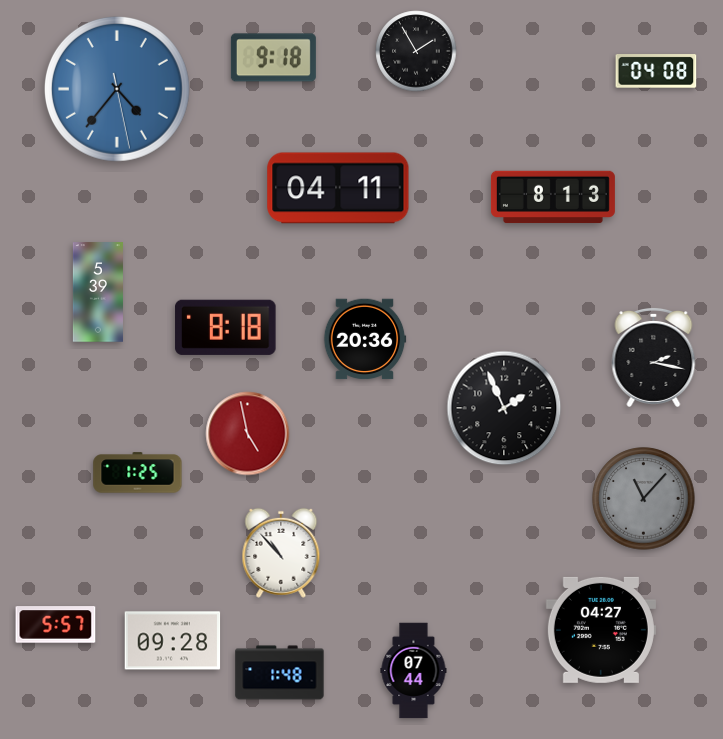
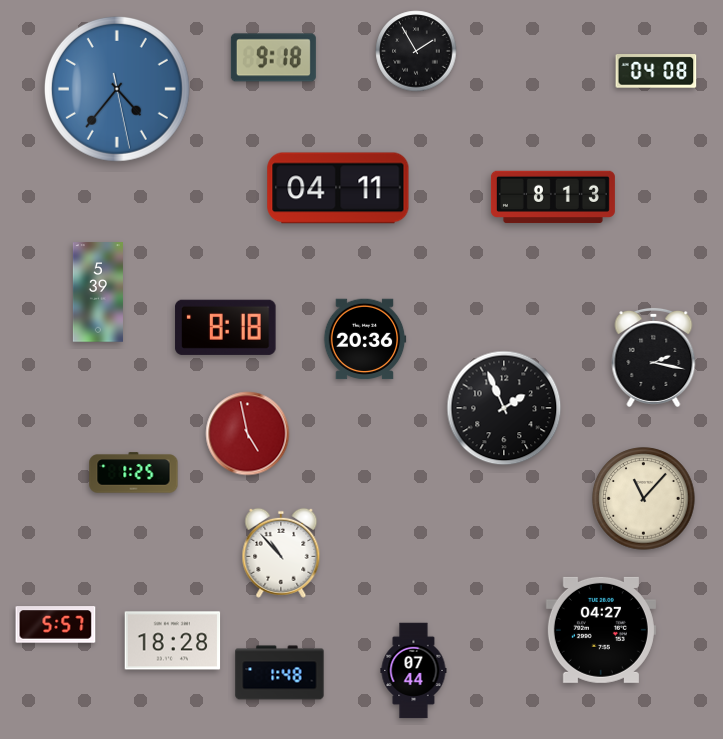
clock at (138, 473) position: (138, 473) -> (134, 473)
clock at (644, 499) dial: grey -> cream
clock at (173, 641): 09:28 -> 18:28
